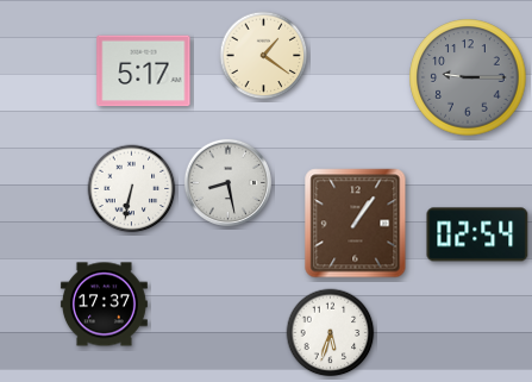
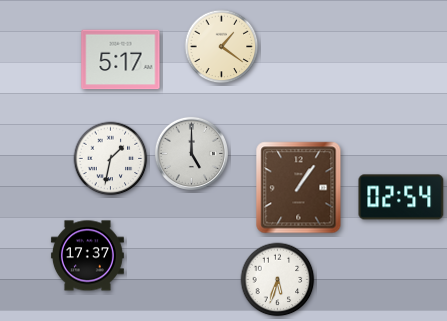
clock at (468, 77): 9:15 -> none
clock at (227, 182): 8:28 -> 5:00
clock at (132, 189): 6:32 -> 1:32
